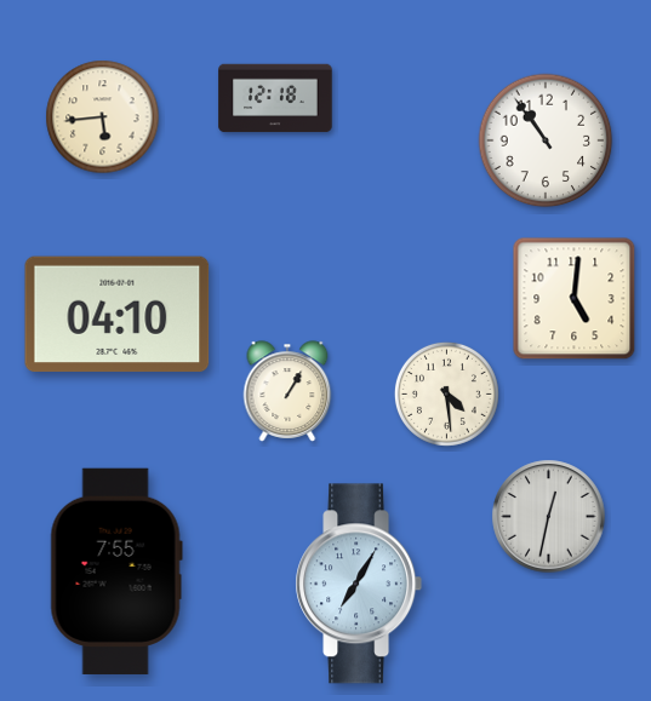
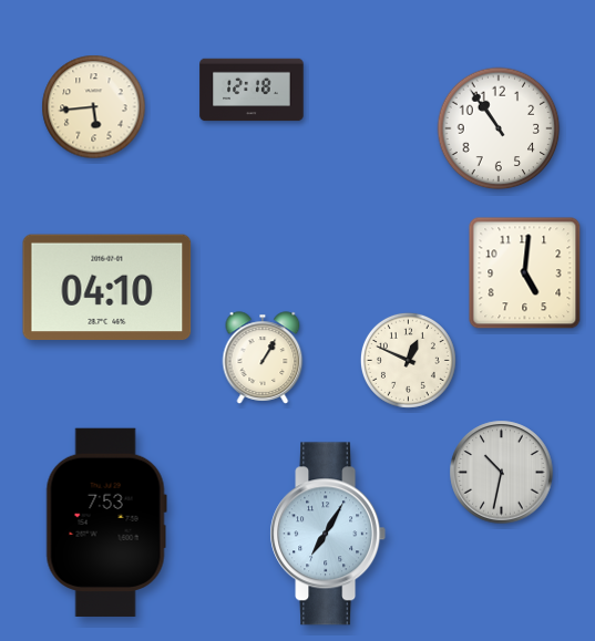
clock at (446, 393): 4:29 -> 12:49
clock at (549, 517): 12:32 -> 10:32
clock at (116, 570): 7:55 -> 7:53
